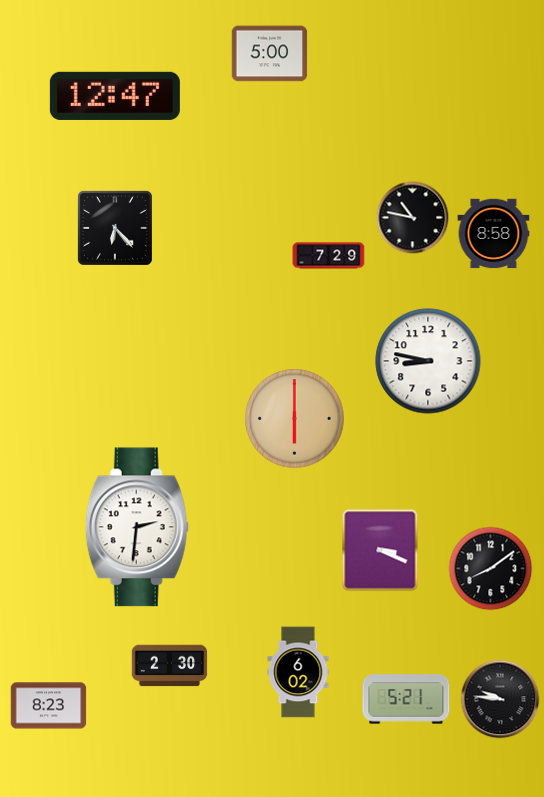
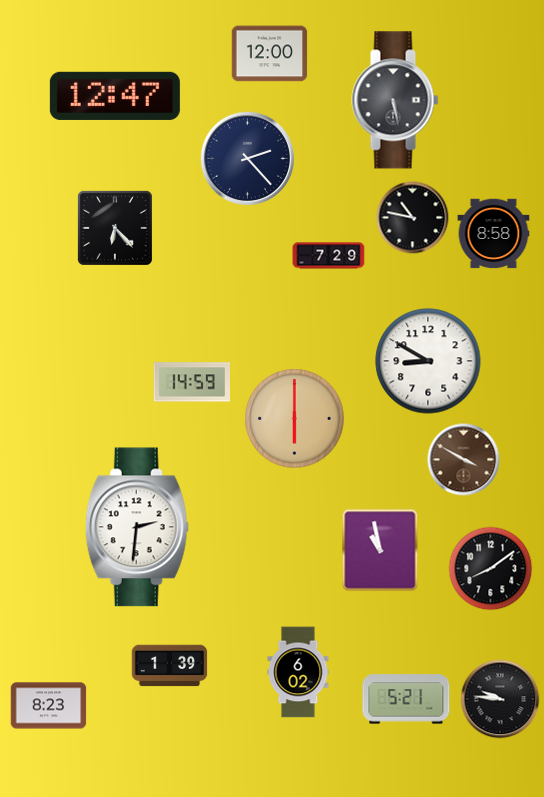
clock at (270, 54): 5:00 -> 12:00
clock at (395, 100): none -> 5:28
clock at (247, 158): none -> 2:23
clock at (428, 361): 8:47 -> 8:50
clock at (191, 382): none -> 14:59
clock at (464, 460): none -> 3:50
clock at (380, 550): 3:19 -> 10:58
clock at (170, 666): 2:30 -> 1:39
